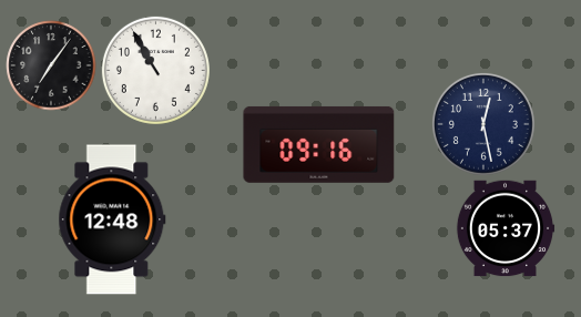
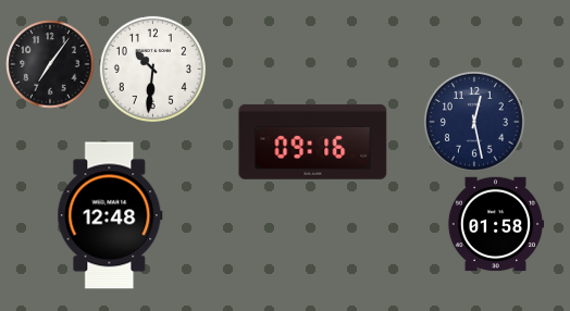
clock at (155, 70): 10:55 -> 10:31
clock at (506, 228): 05:37 -> 01:58
